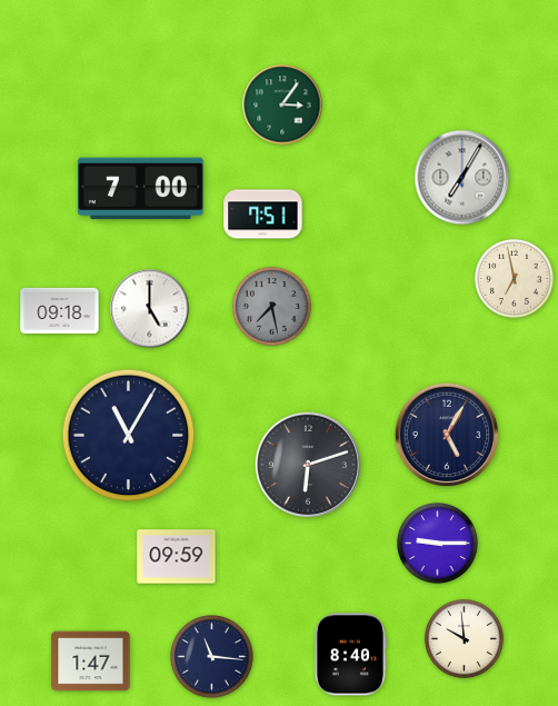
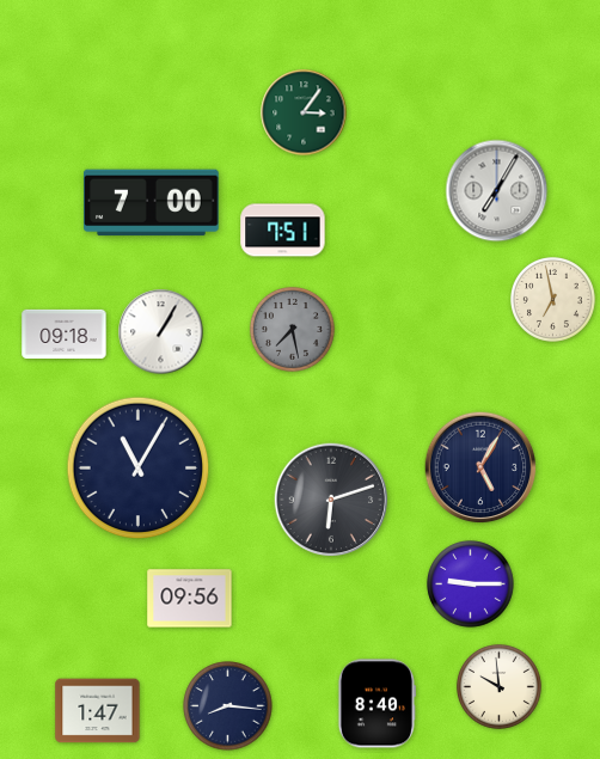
clock at (150, 309): 5:00 -> 1:05
clock at (177, 557): 09:59 -> 09:56
clock at (212, 657): 11:16 -> 8:16
